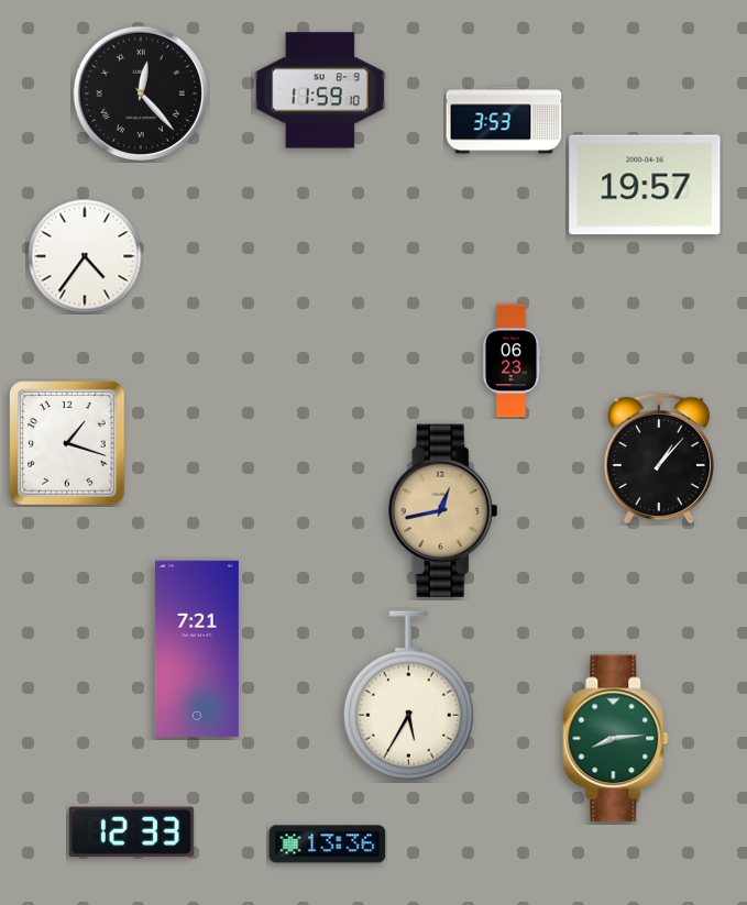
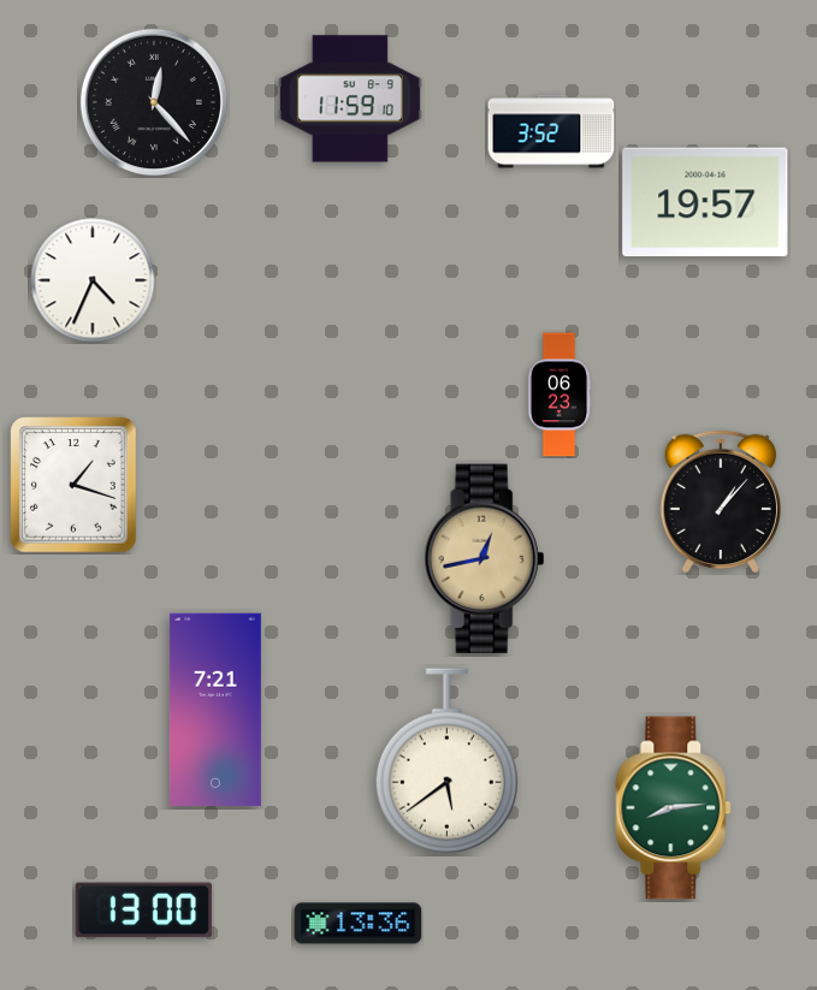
clock at (504, 120): 3:53 -> 3:52
clock at (85, 256): 4:36 -> 4:34
clock at (408, 696): 5:35 -> 5:39
clock at (131, 832): 12:33 -> 13:00
